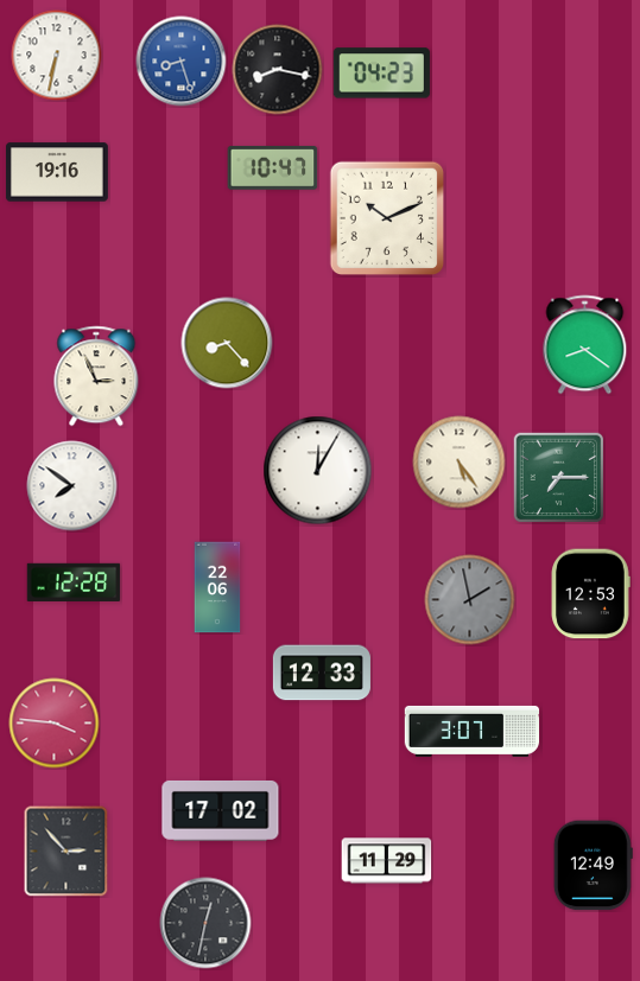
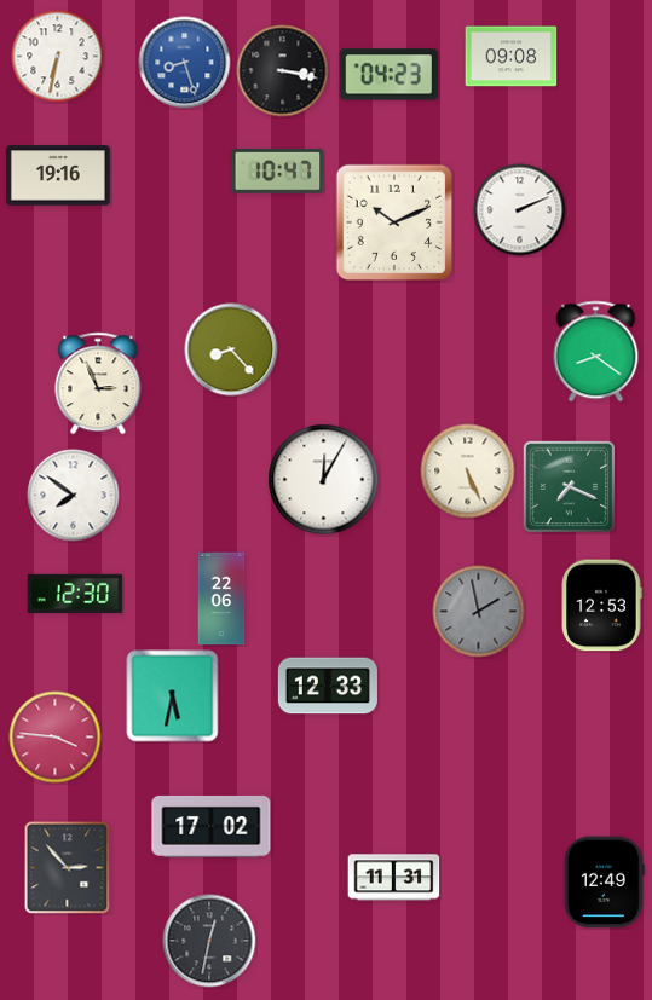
clock at (512, 57): none -> 09:08
clock at (278, 70): 8:17 -> 3:17
clock at (520, 210): none -> 2:11
clock at (460, 463): 5:24 -> 5:26
clock at (558, 477): 7:15 -> 7:19
clock at (74, 582): 12:28 -> 12:30
clock at (173, 696): none -> 5:32
clock at (473, 731): 3:07 -> none
clock at (221, 810) position: (221, 810) -> (212, 826)
clock at (387, 861): 11:29 -> 11:31
